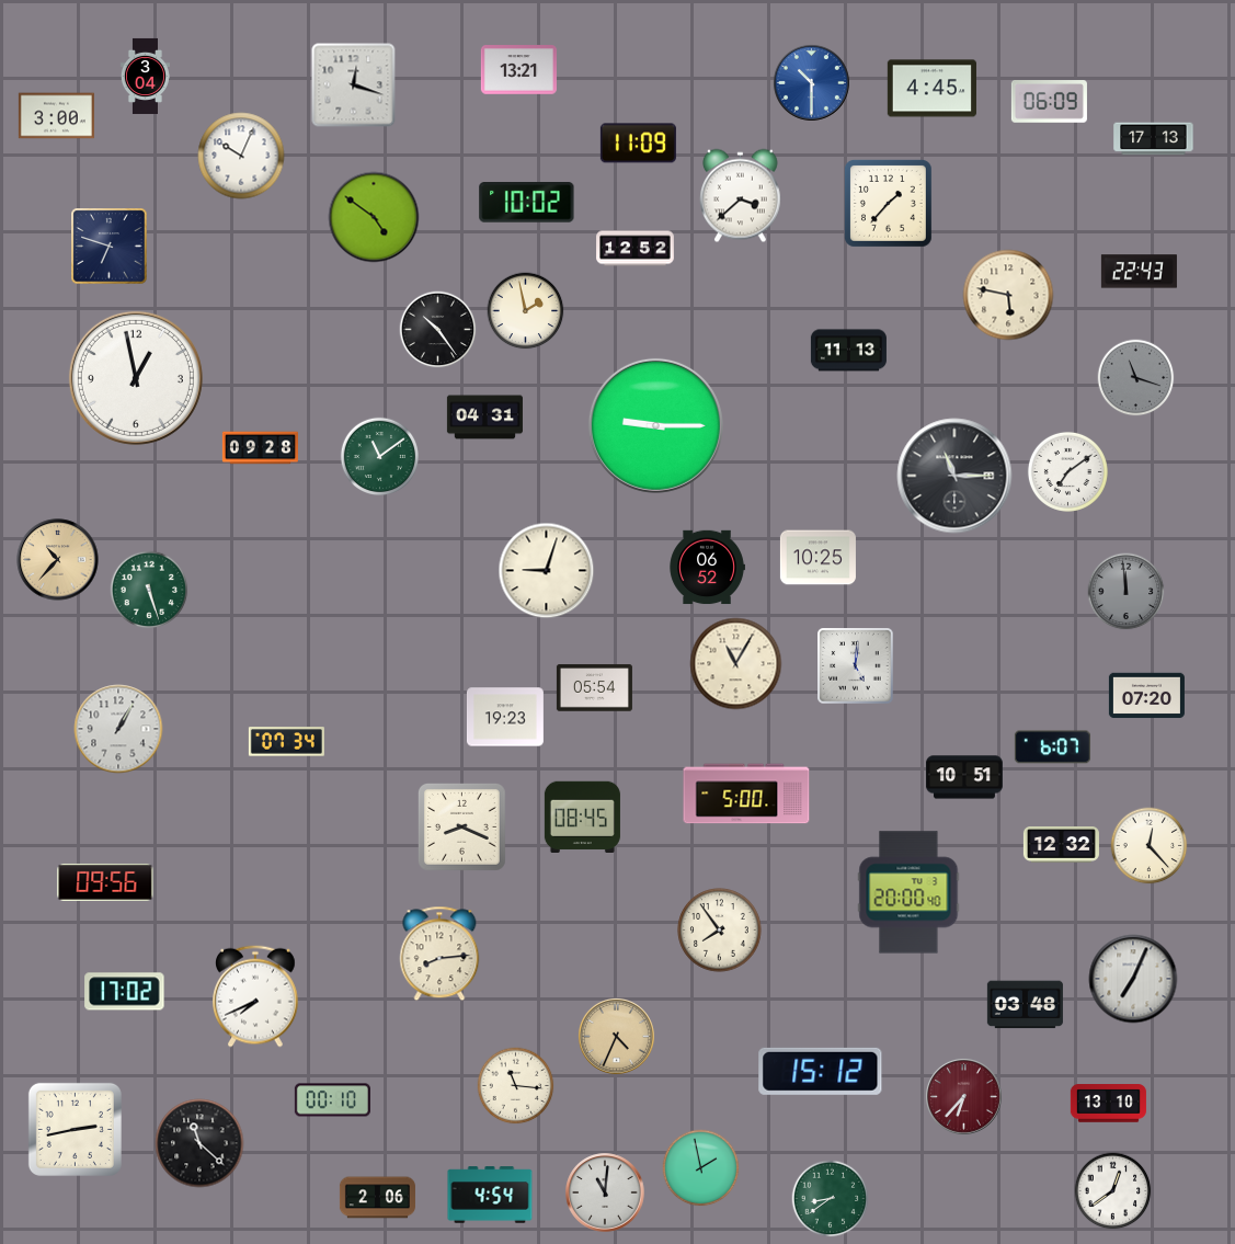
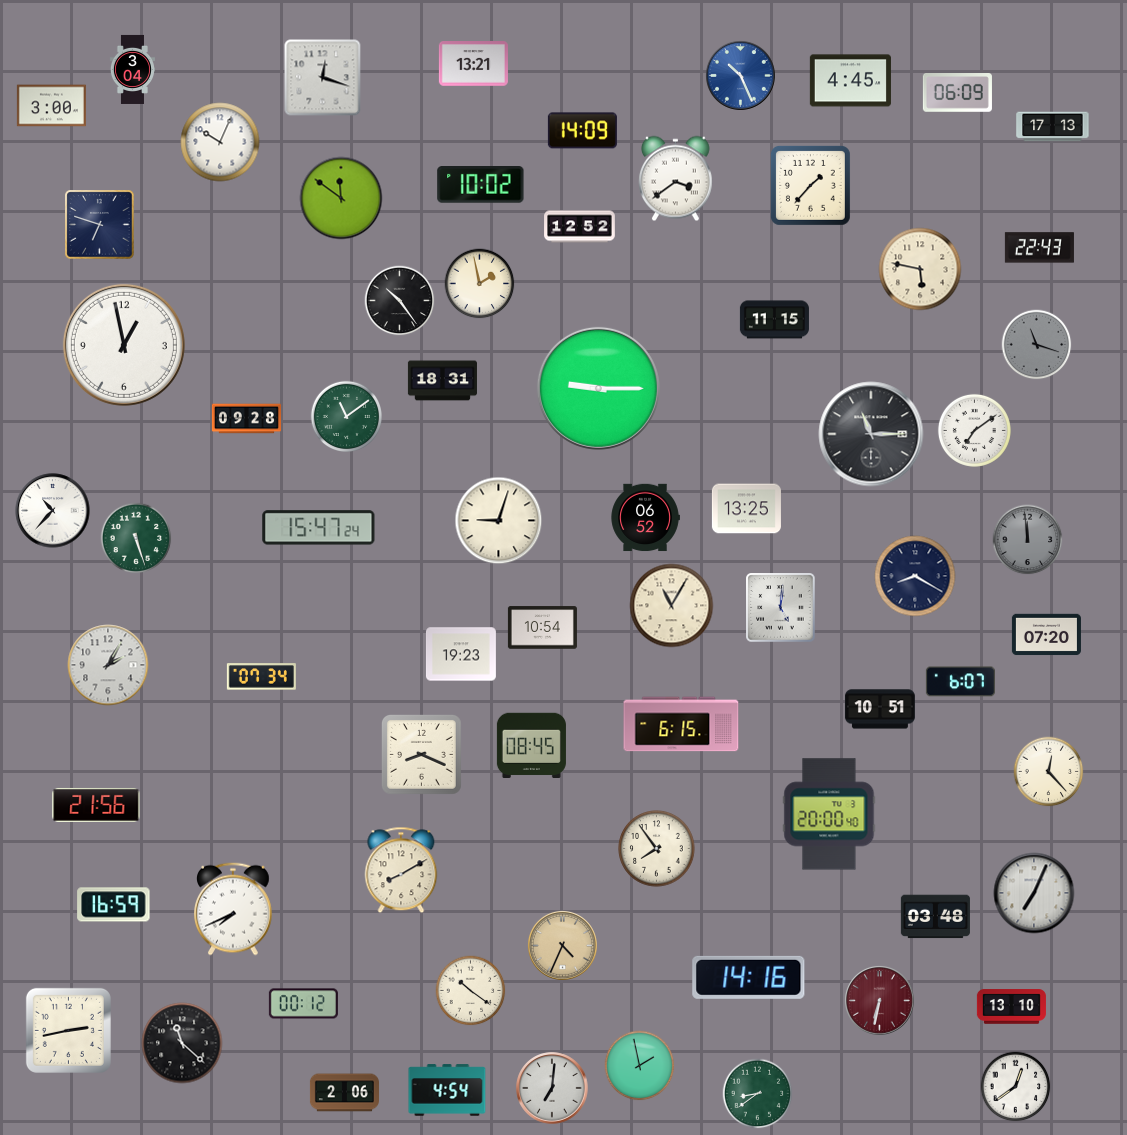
clock at (811, 82): 10:30 -> 10:26
clock at (638, 144): 11:09 -> 14:09
clock at (740, 196): 3:38 -> 3:39
clock at (374, 217): 4:51 -> 11:51
clock at (848, 351): 11:13 -> 11:15
clock at (484, 418): 04:31 -> 18:31
clock at (260, 448) position: (260, 448) -> (246, 419)
clock at (817, 558): 10:25 -> 13:25
clock at (58, 560) dial: champagne -> white
clock at (319, 528): none -> 15:47
clock at (915, 576): none -> 8:20
clock at (594, 688): 05:54 -> 10:54
clock at (118, 729): 1:05 -> 2:05
clock at (746, 794): 5:00 -> 6:15
clock at (1061, 845): 12:32 -> none
clock at (105, 882): 09:56 -> 21:56
clock at (439, 954): 8:14 -> 8:10
clock at (125, 992): 17:02 -> 16:59
clock at (821, 1071): 15:12 -> 14:16
clock at (516, 1086): 11:16 -> 10:21
clock at (963, 1096): 6:37 -> 6:32
clock at (332, 1100): 00:10 -> 00:12
clock at (605, 1192): 11:01 -> 7:01
